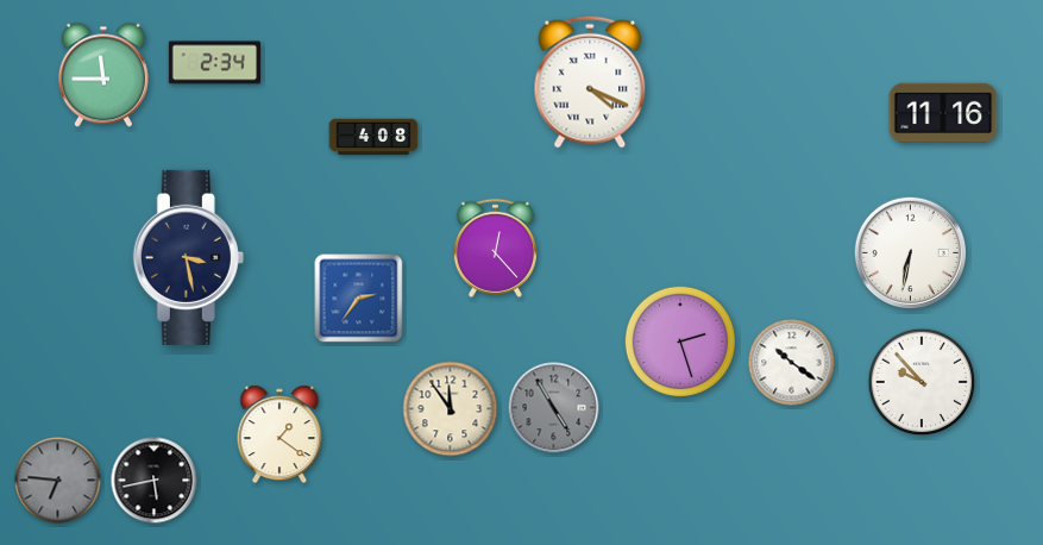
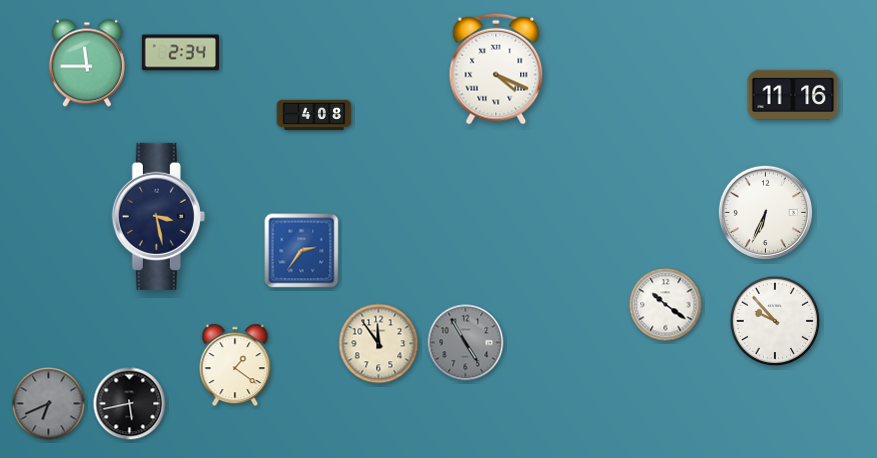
clock at (495, 248): 12:23 -> none
clock at (910, 252): 6:32 -> 6:34
clock at (680, 342): 2:27 -> none
clock at (58, 481): 6:46 -> 6:41
